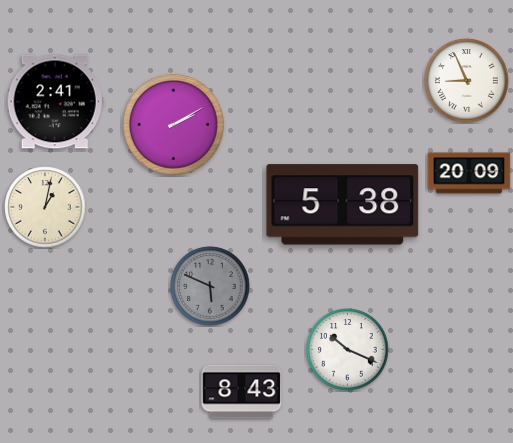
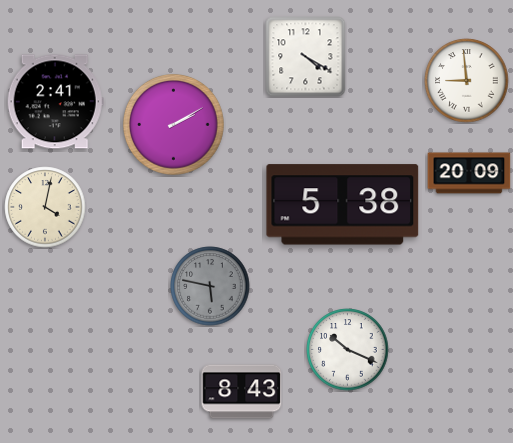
clock at (306, 57): none -> 4:20
clock at (467, 81): 8:56 -> 8:59
clock at (45, 207): 1:02 -> 4:02
clock at (210, 286): 5:49 -> 5:47
